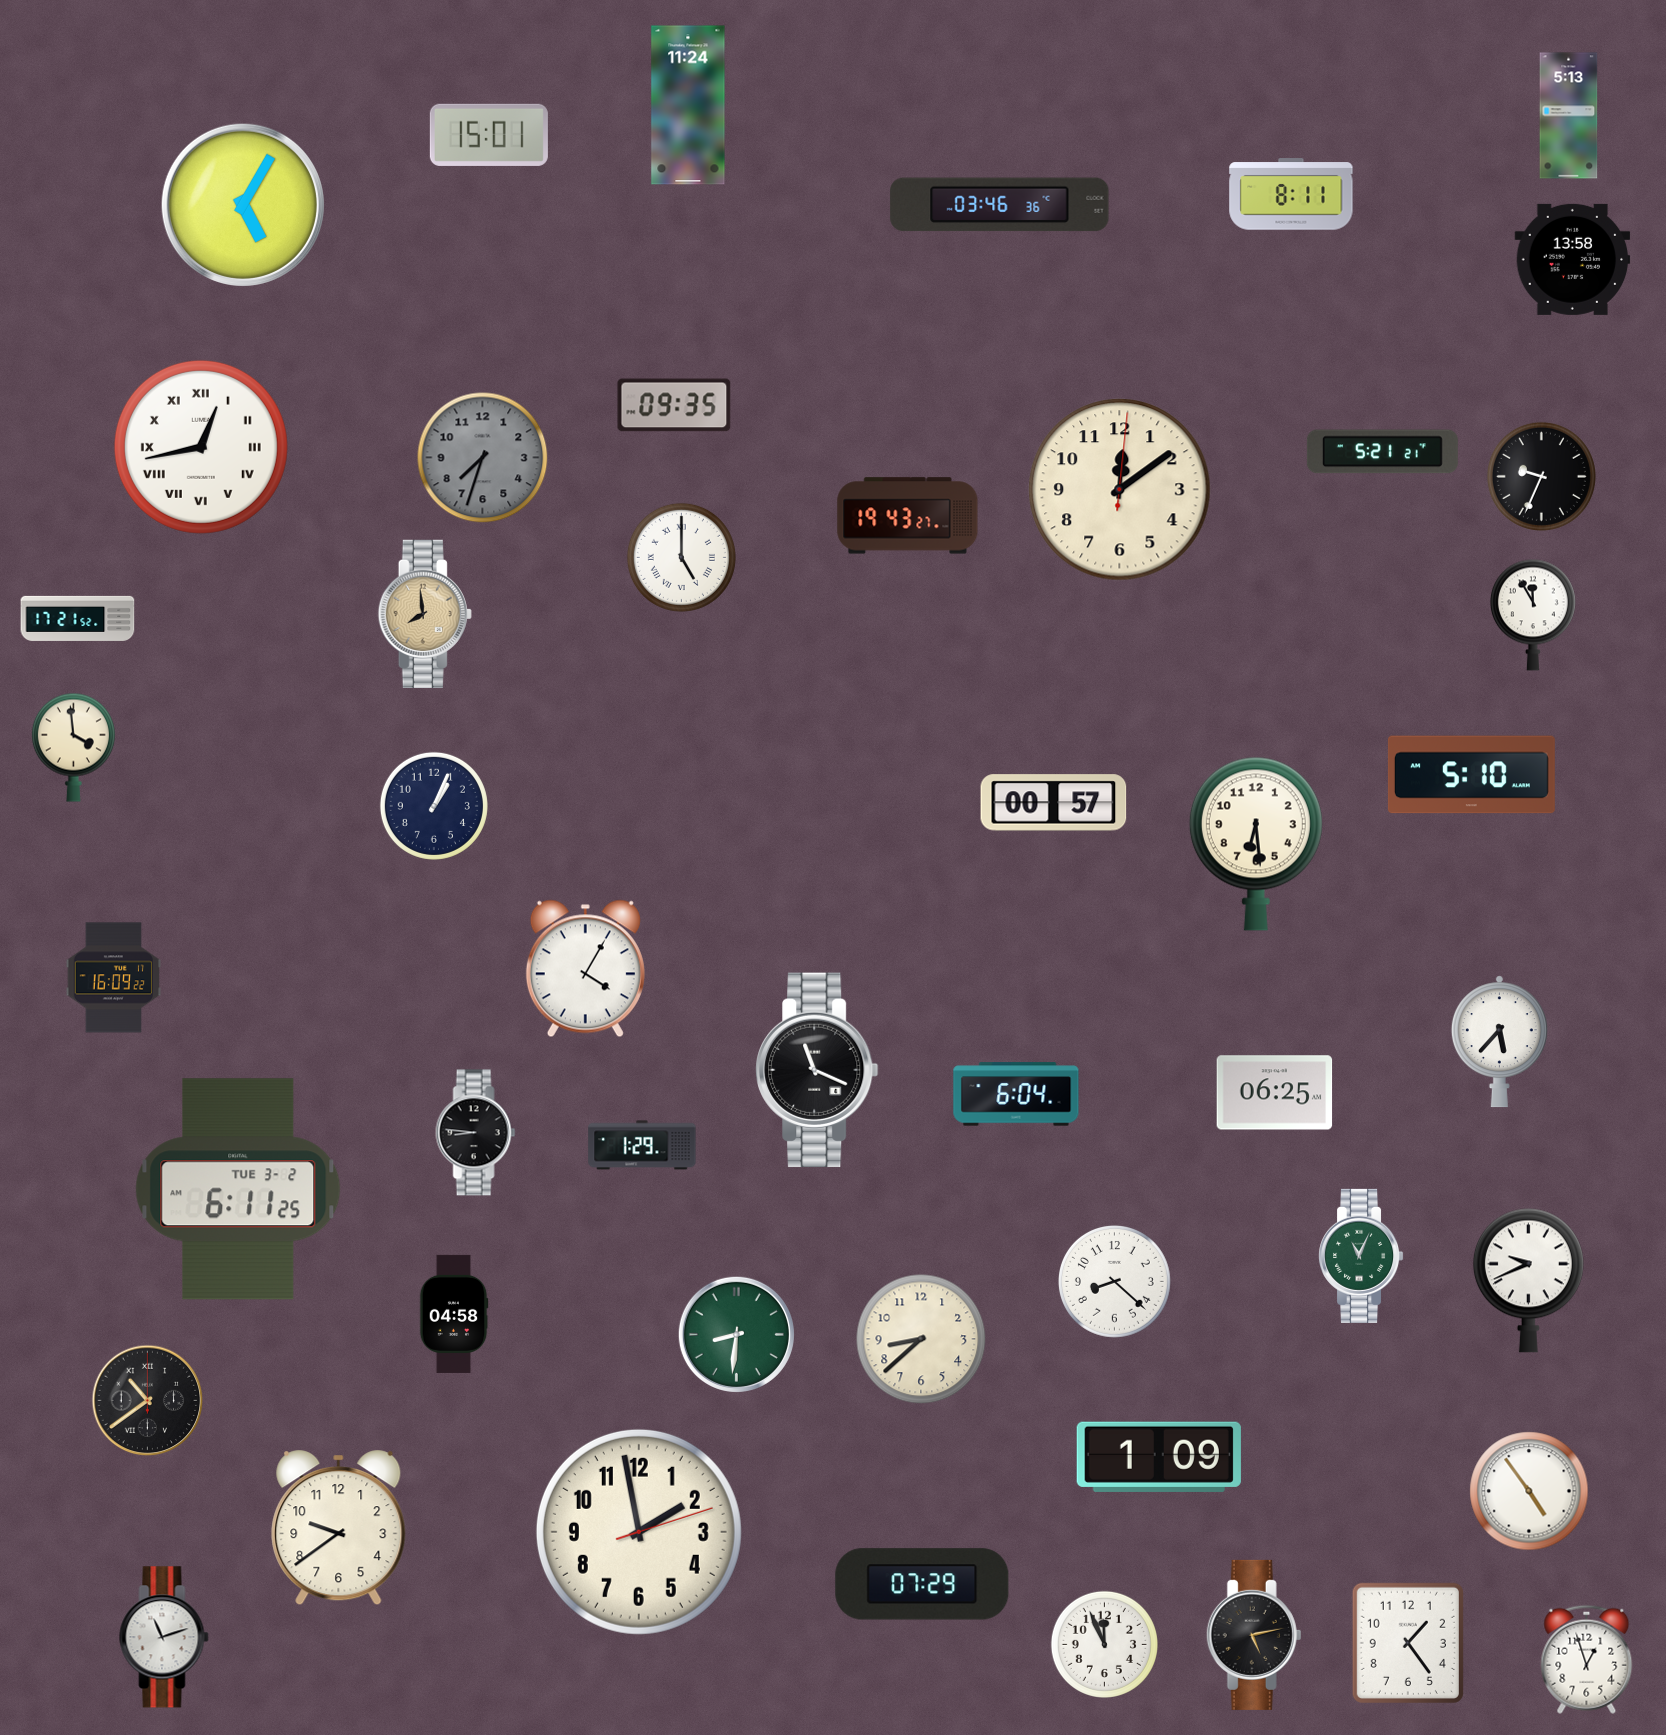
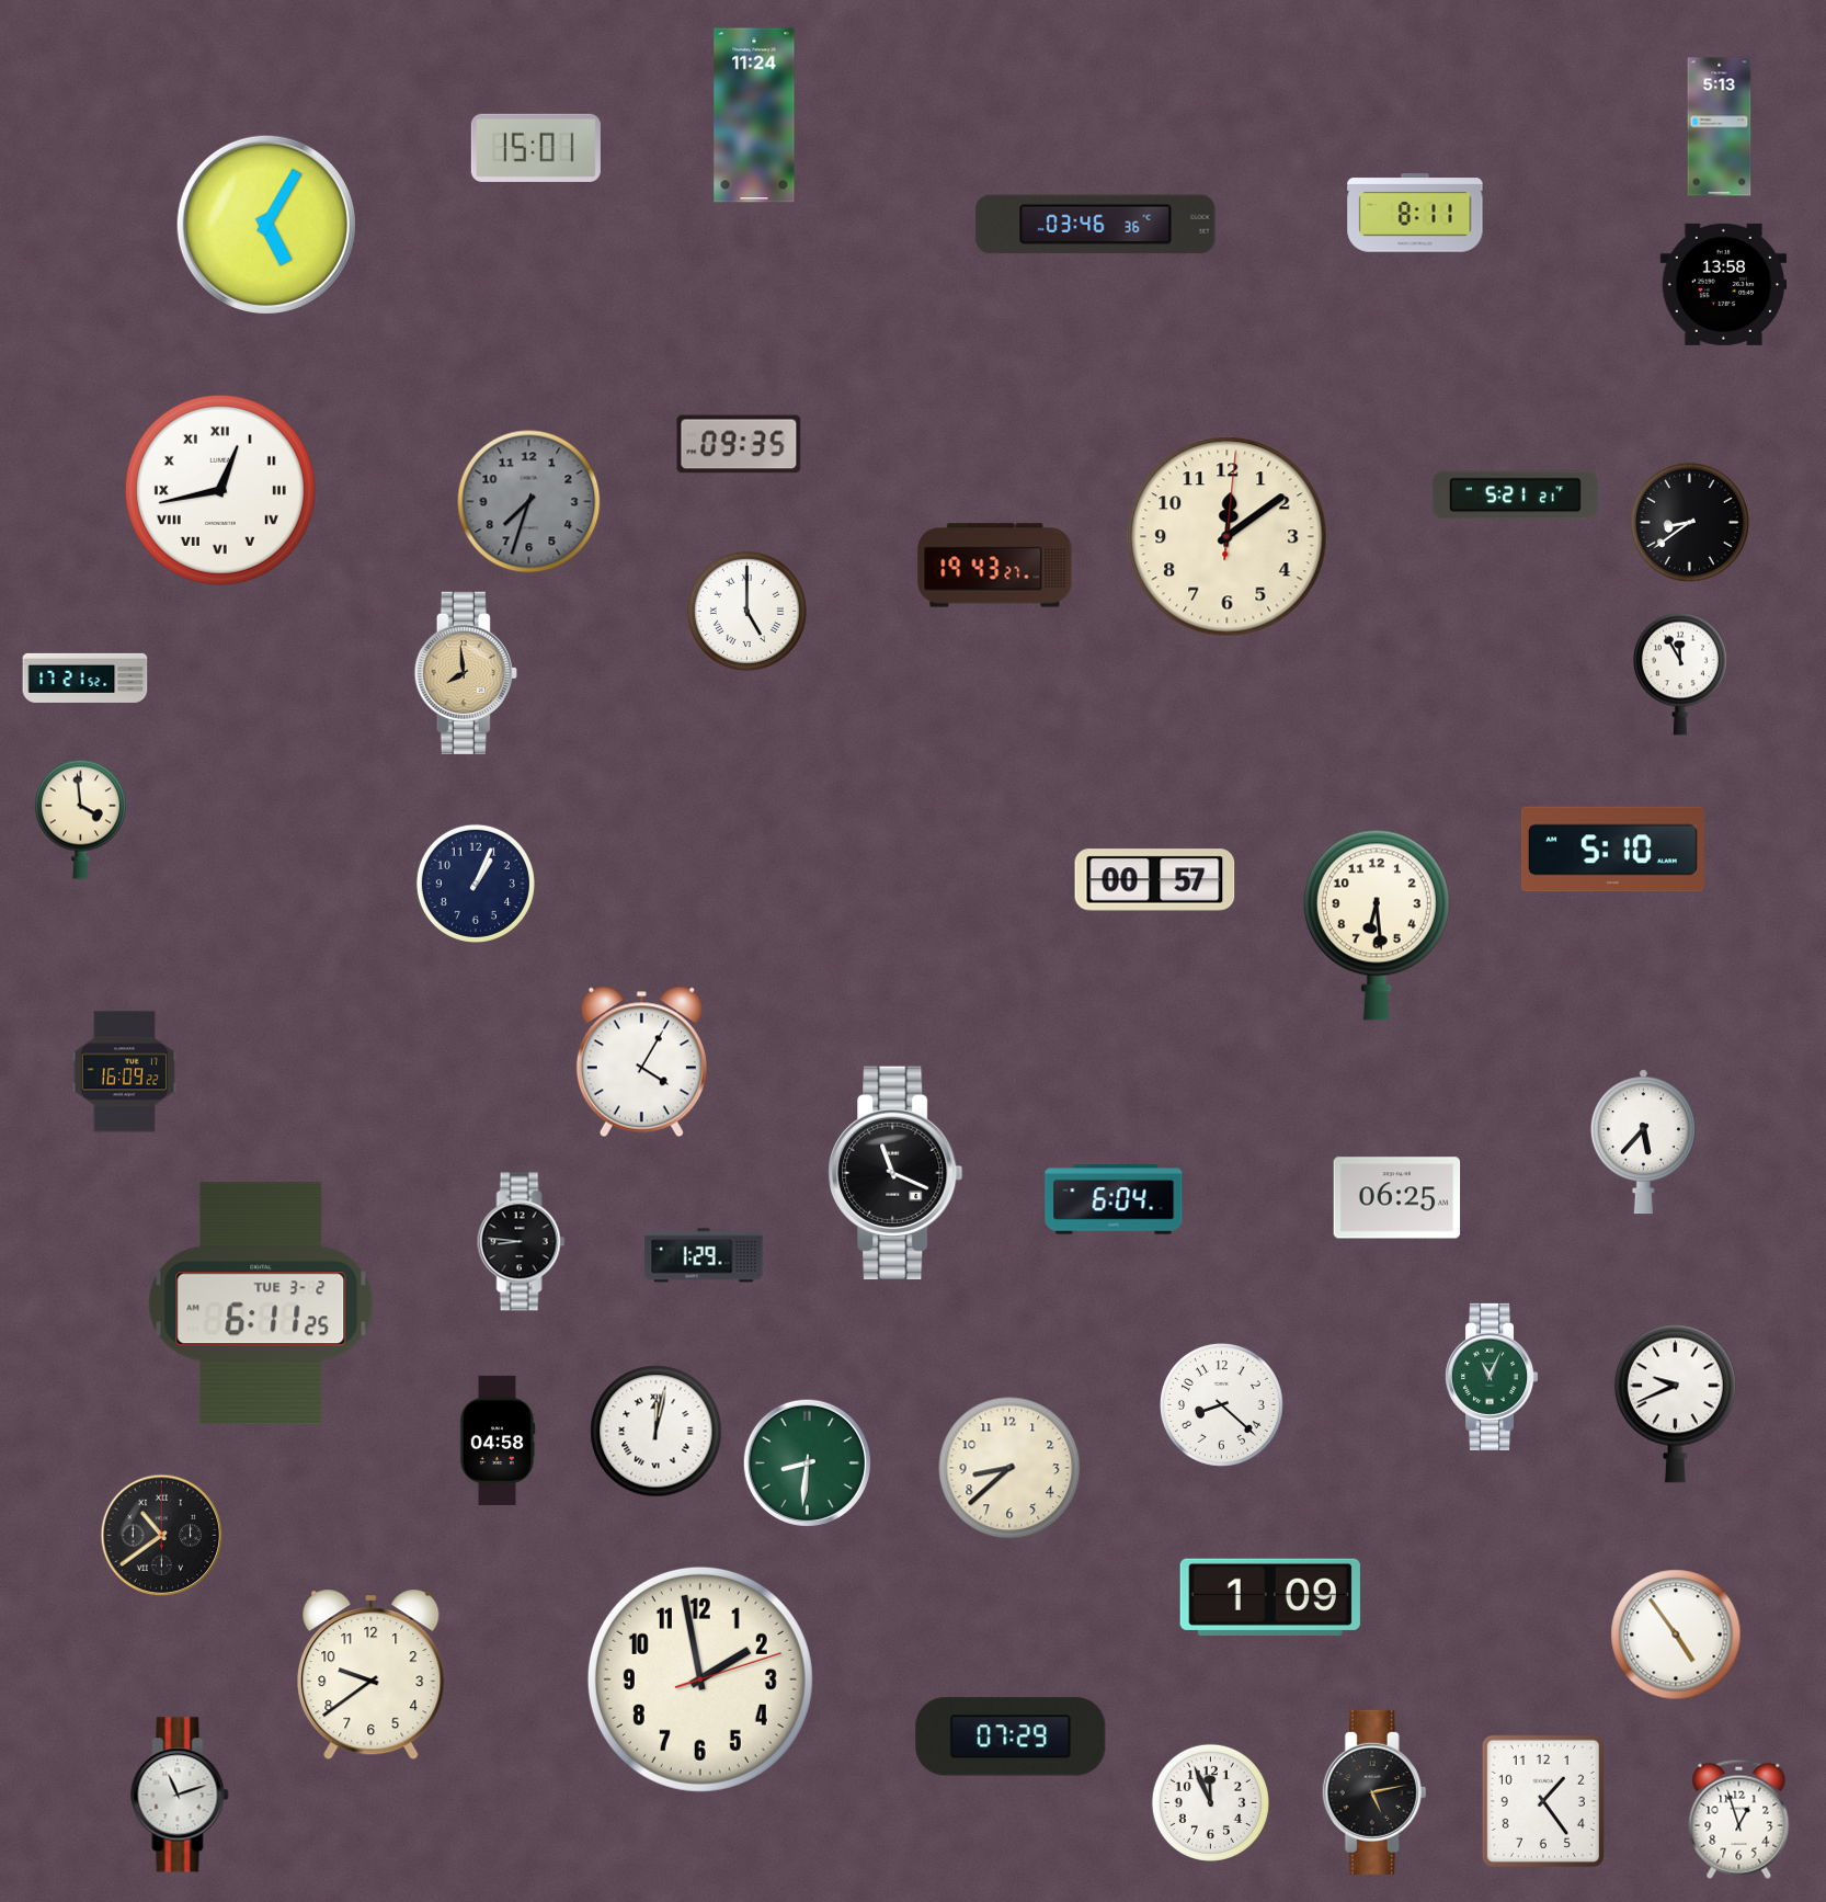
clock at (1541, 476): 9:34 -> 8:39
clock at (657, 1432): none -> 12:02
